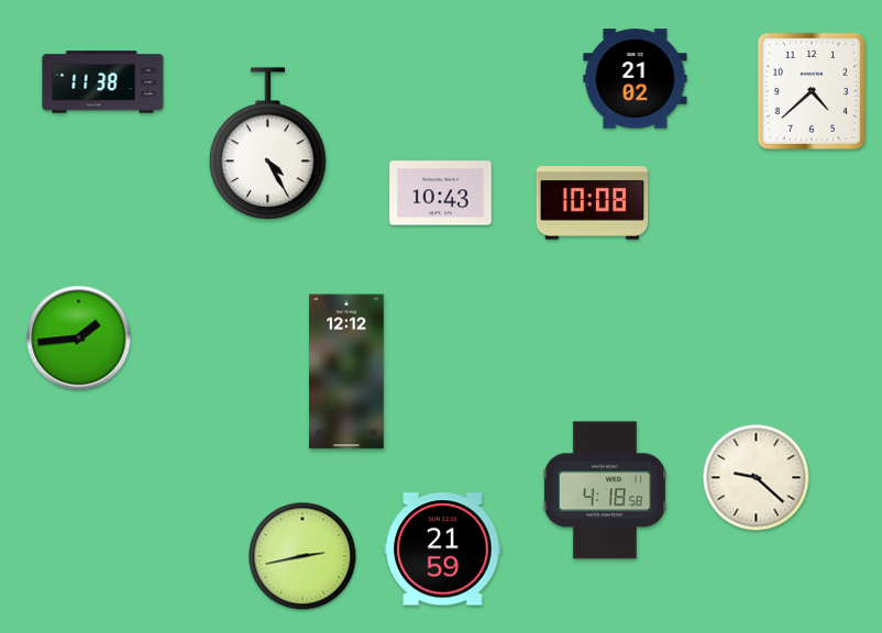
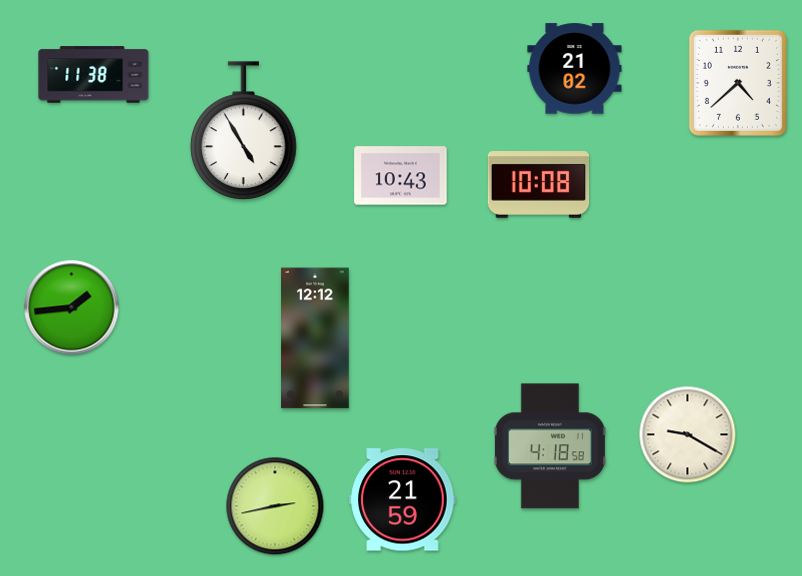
clock at (636, 79) position: (636, 79) -> (575, 69)
clock at (268, 144): 4:25 -> 4:55
clock at (757, 478): 9:22 -> 9:20
